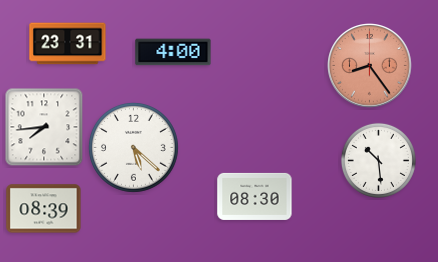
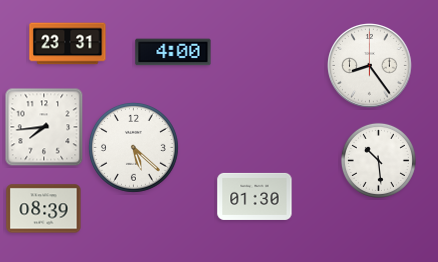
clock at (370, 66) dial: salmon -> white
clock at (255, 196): 08:30 -> 01:30
